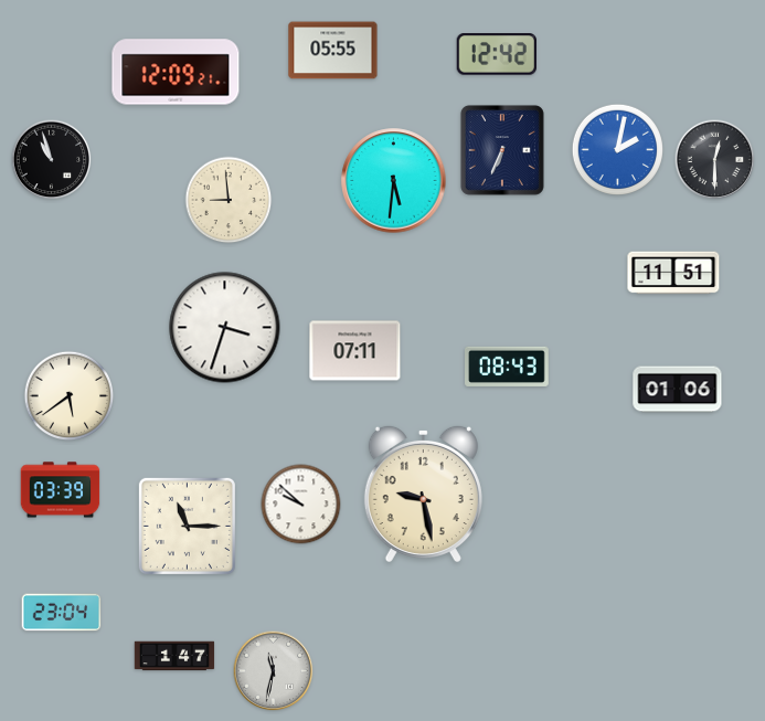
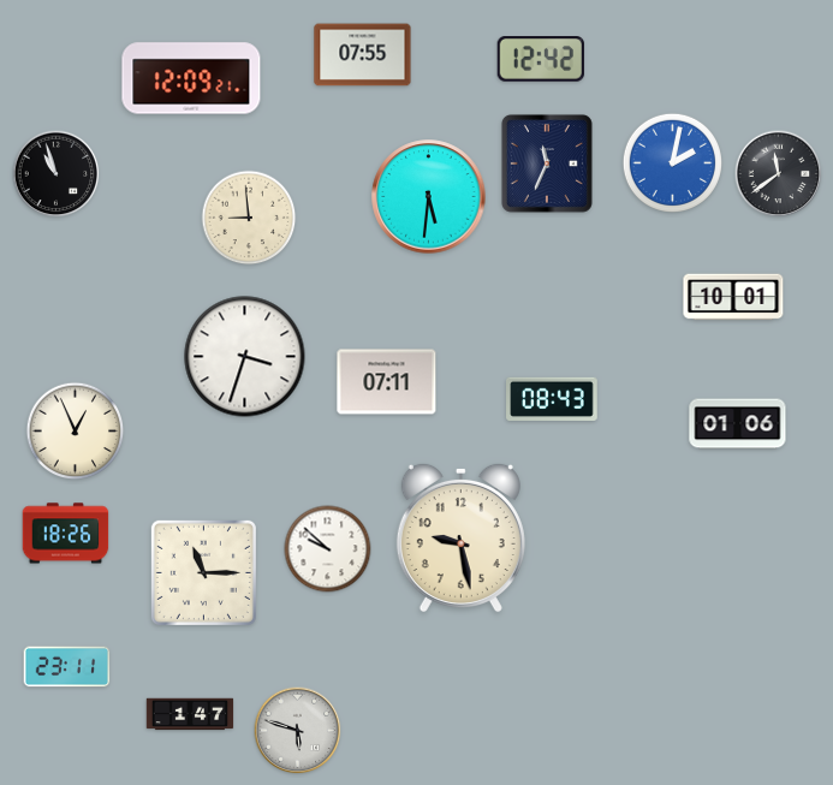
clock at (333, 51): 05:55 -> 07:55
clock at (502, 150): 6:34 -> 11:34
clock at (715, 160): 12:30 -> 11:39
clock at (673, 273): 11:51 -> 10:01
clock at (70, 396): 5:39 -> 12:56
clock at (61, 490): 03:39 -> 18:26
clock at (62, 613): 23:04 -> 23:11
clock at (274, 671): 11:32 -> 5:48
